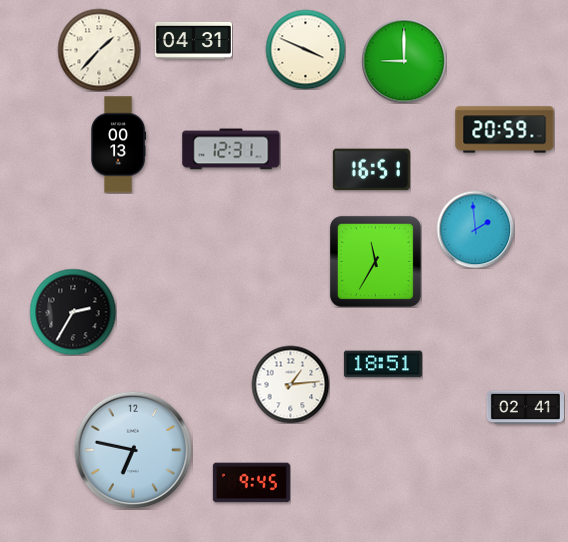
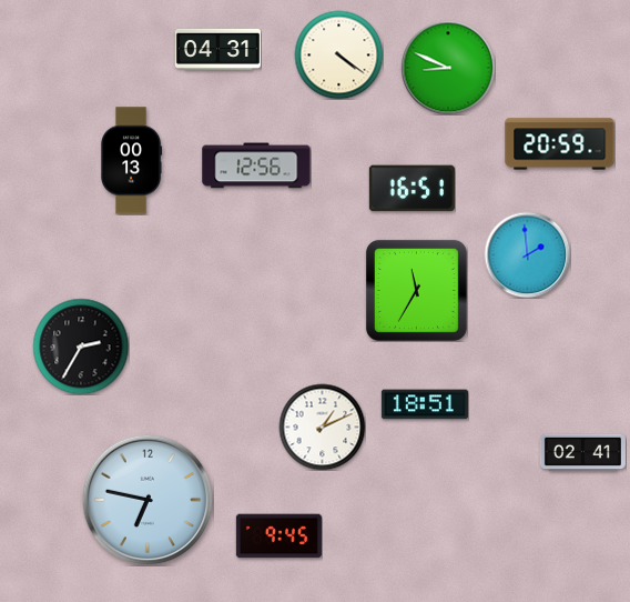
clock at (193, 40) position: (193, 40) -> (217, 49)
clock at (305, 49): 3:49 -> 4:21
clock at (99, 50): 1:37 -> none
clock at (404, 61): 9:00 -> 8:49
clock at (231, 149): 12:31 -> 12:56
clock at (290, 384): 1:14 -> 1:11
